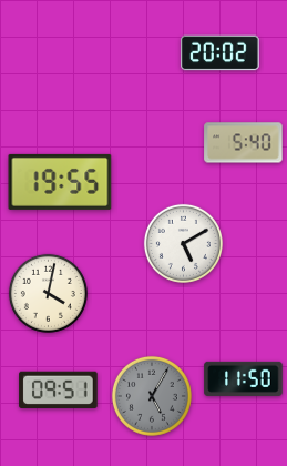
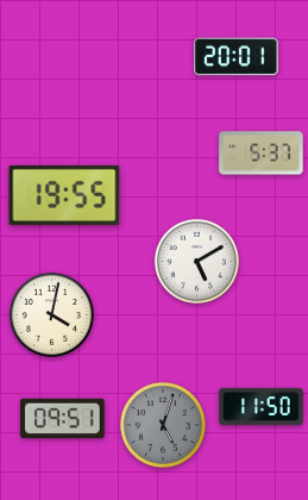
clock at (221, 53): 20:02 -> 20:01
clock at (244, 143): 5:40 -> 5:37
clock at (152, 396): 5:05 -> 5:03
